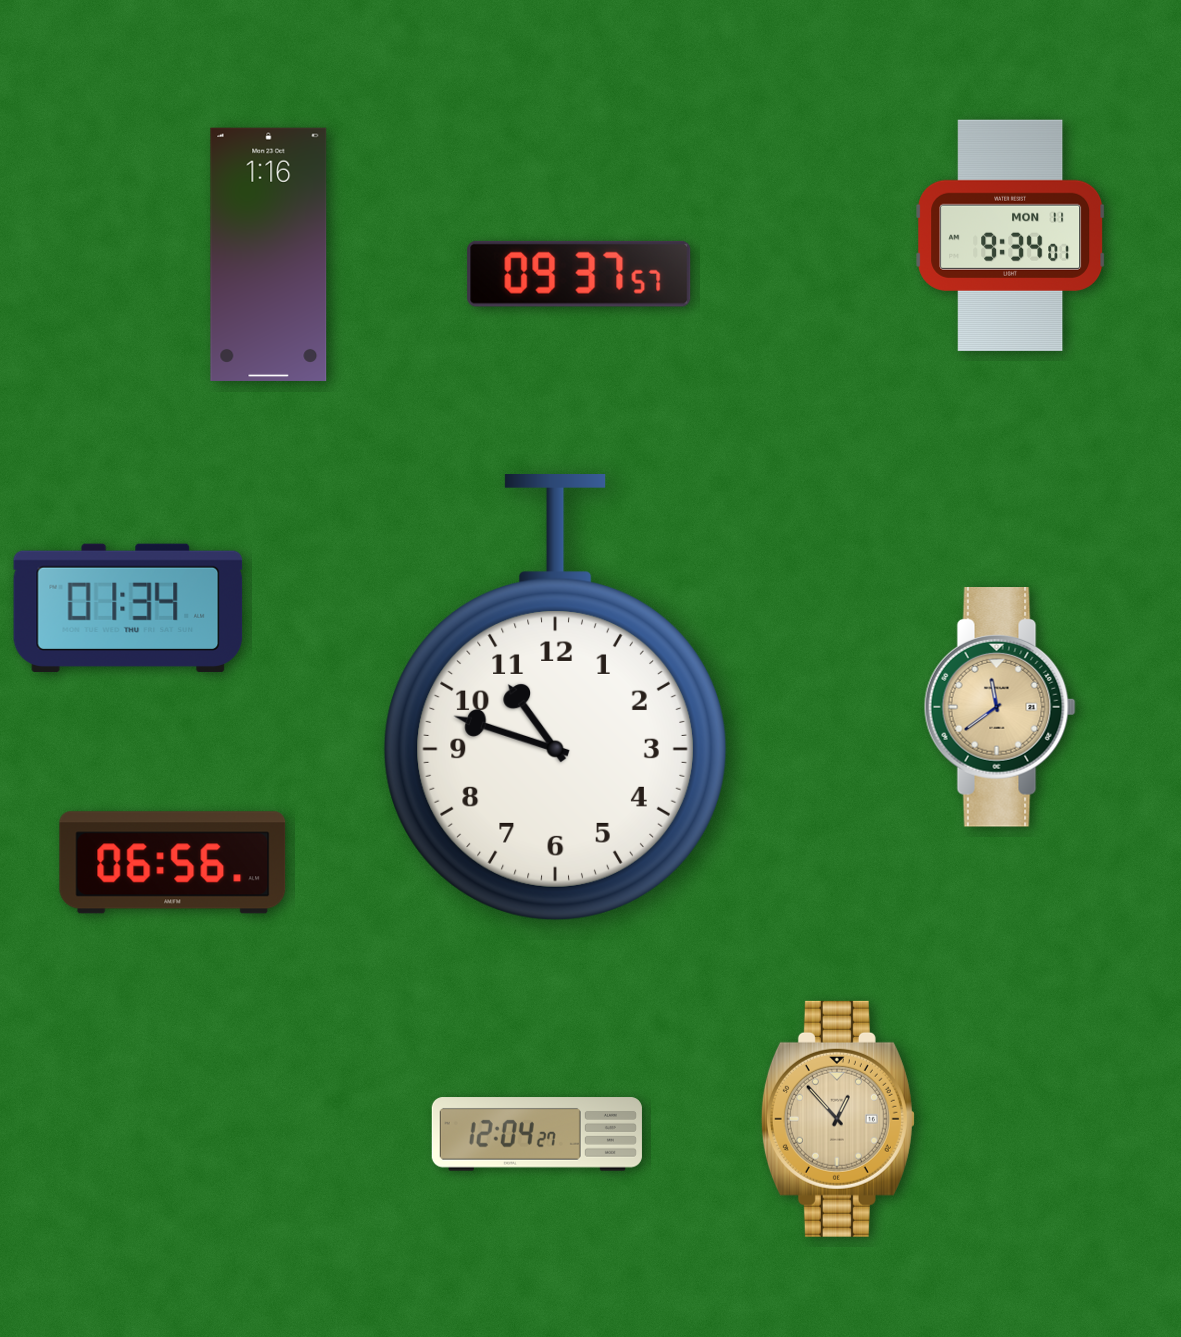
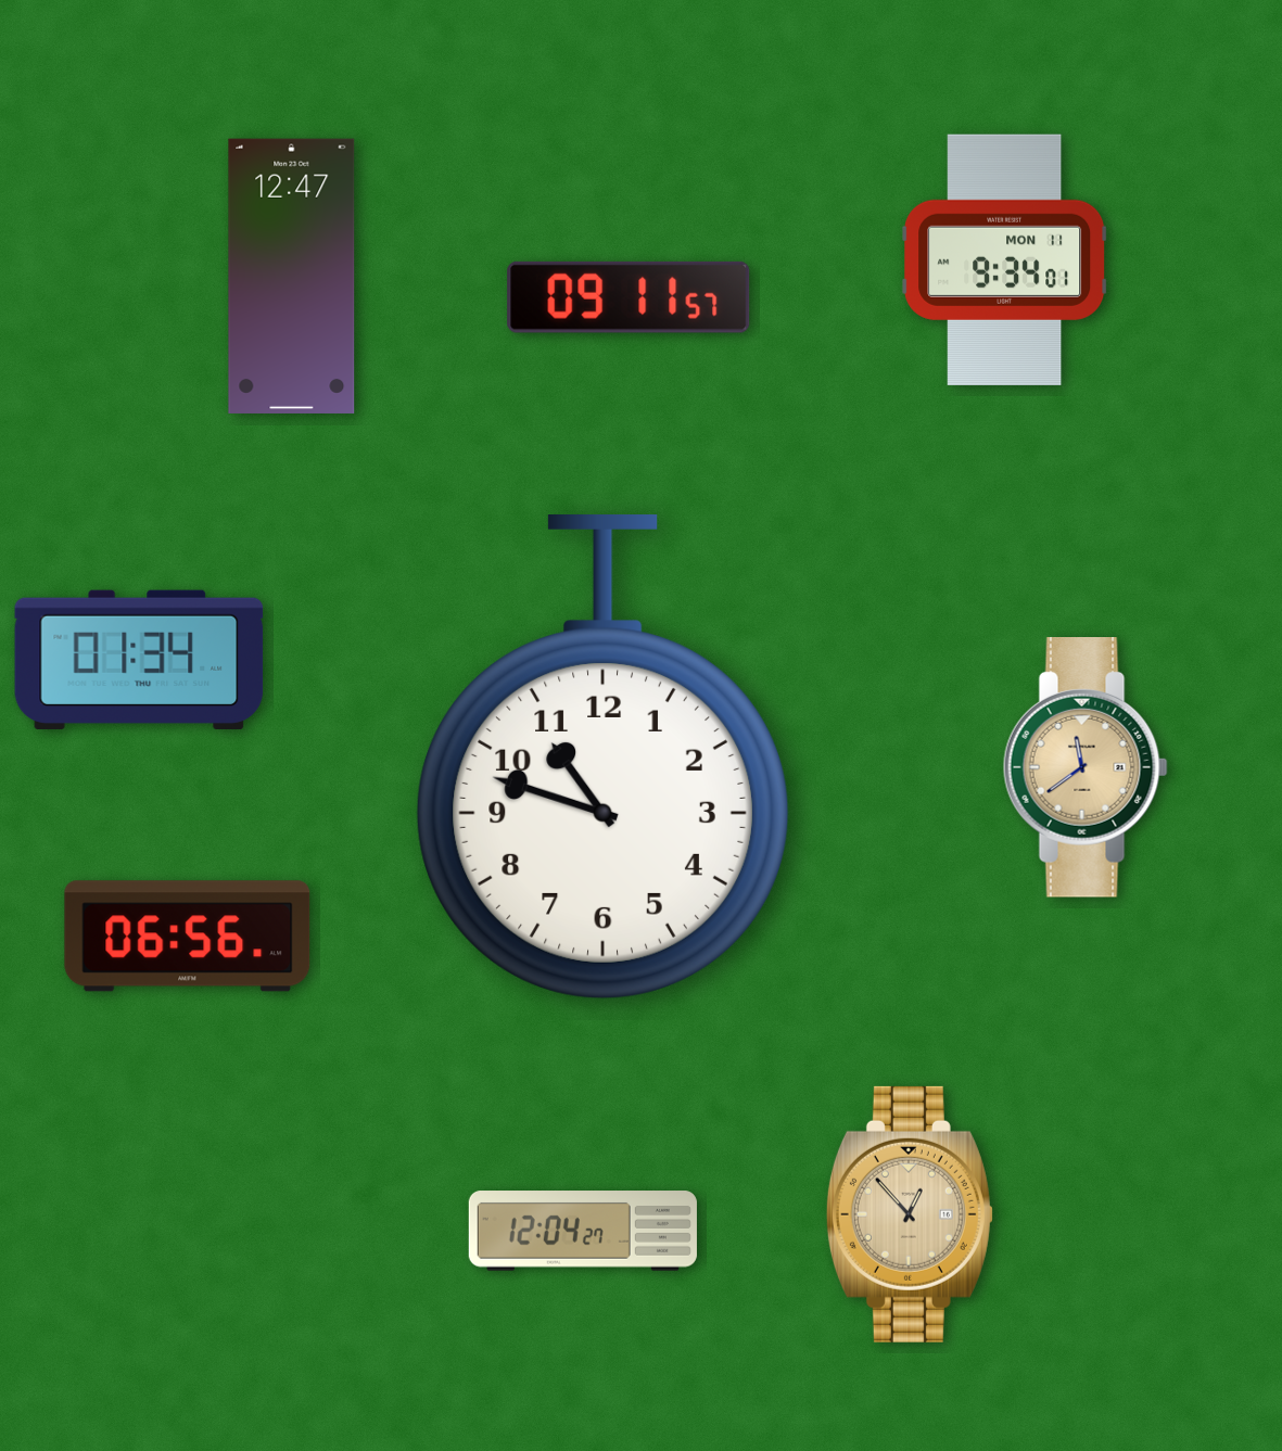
clock at (1011, 235) position: (1011, 235) -> (1005, 259)
clock at (269, 254): 1:16 -> 12:47
clock at (579, 274): 09:37 -> 09:11
